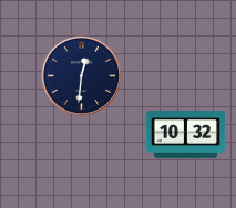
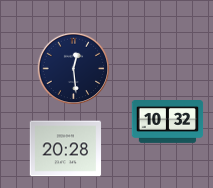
clock at (82, 76): 12:31 -> 12:29
clock at (66, 149): none -> 20:28
